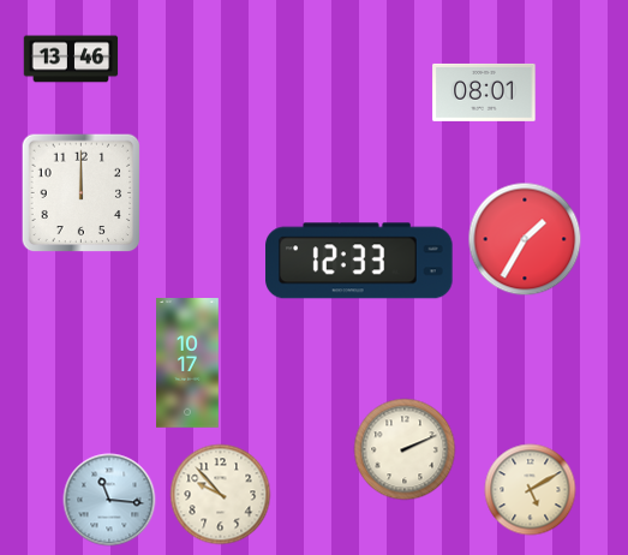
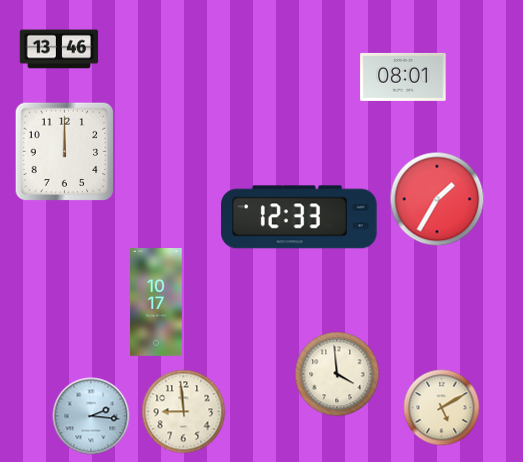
clock at (82, 193) position: (82, 193) -> (65, 152)
clock at (405, 449): 2:11 -> 3:59
clock at (221, 495): 9:53 -> 8:59
clock at (109, 500): 11:16 -> 2:16
